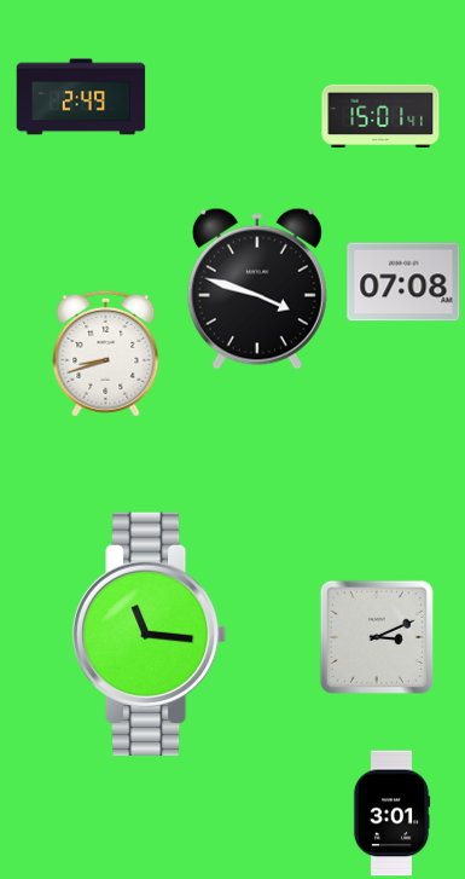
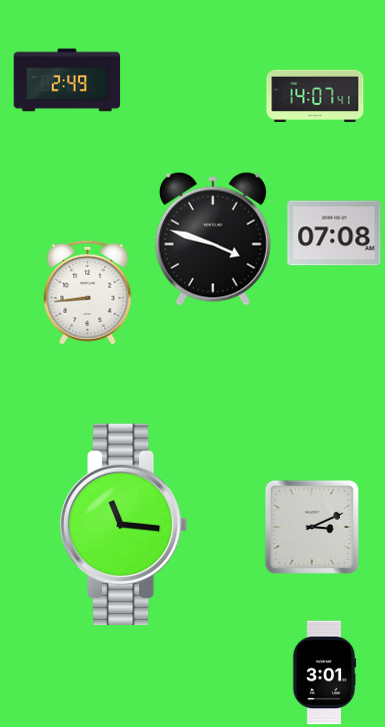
clock at (380, 115): 15:01 -> 14:07
clock at (106, 353): 8:42 -> 8:44
